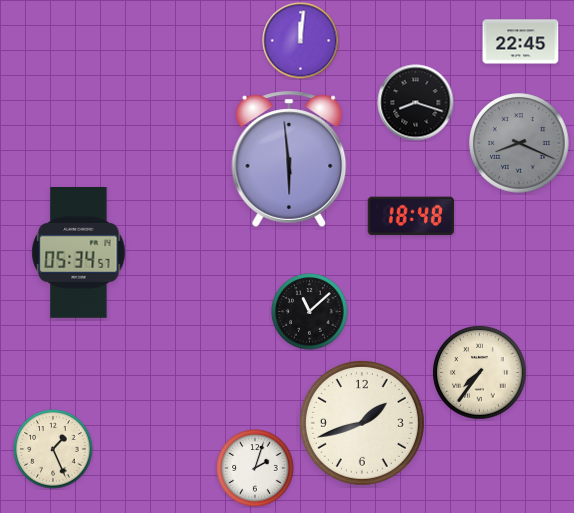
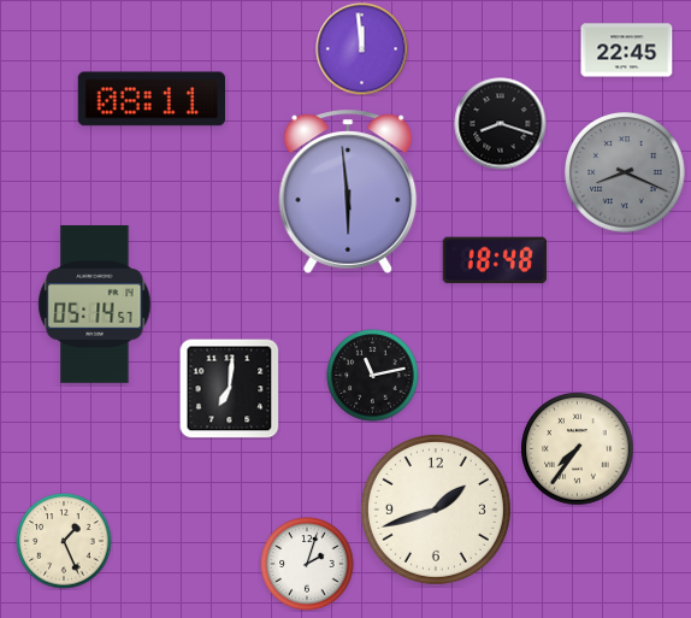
clock at (301, 41): 12:01 -> 11:59
clock at (152, 99): none -> 08:11
clock at (79, 253): 05:34 -> 05:14
clock at (310, 312): 11:08 -> 11:13
clock at (230, 389): none -> 7:01
